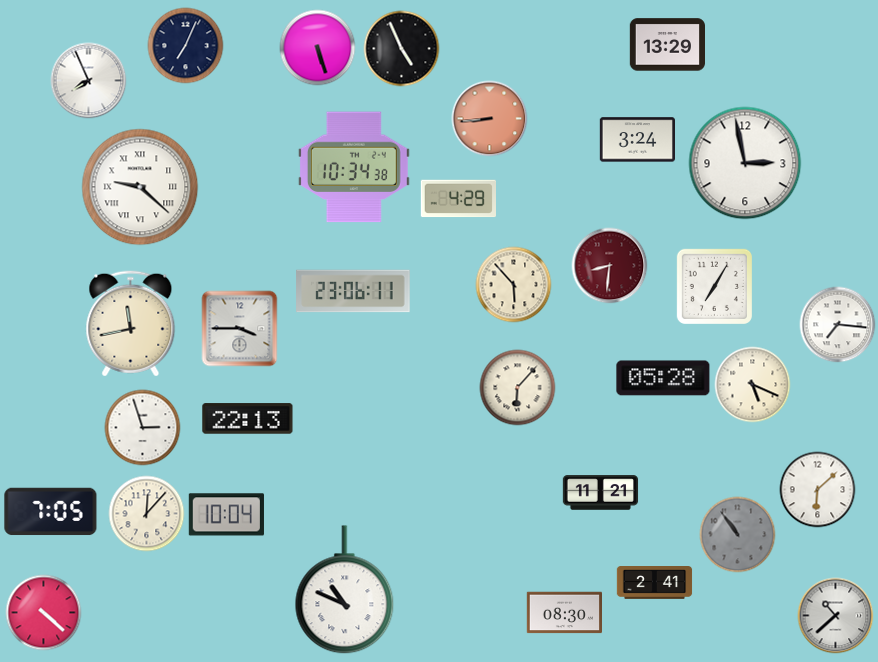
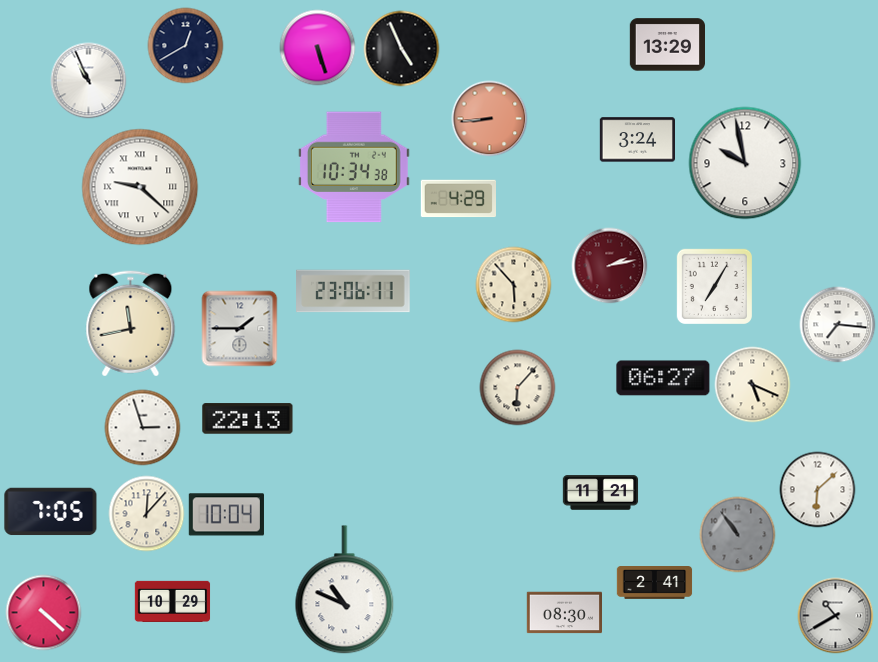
clock at (186, 46): 7:04 -> 12:40
clock at (89, 81): 7:56 -> 10:56
clock at (745, 163): 2:58 -> 9:58
clock at (610, 266): 8:31 -> 2:13
clock at (240, 329): 3:45 -> 1:45
clock at (663, 378): 05:28 -> 06:27
clock at (173, 601): none -> 10:29
clock at (836, 616): 10:38 -> 10:40
